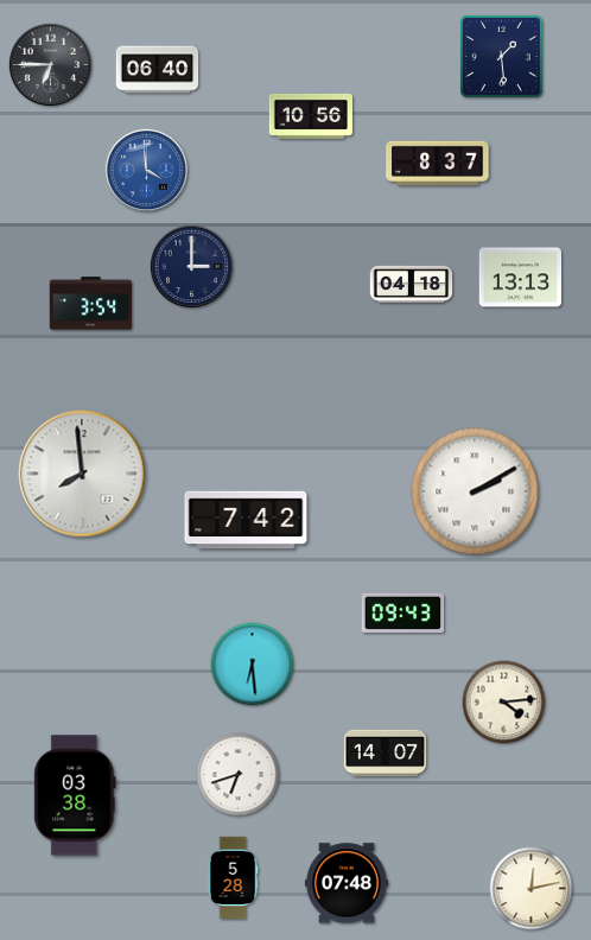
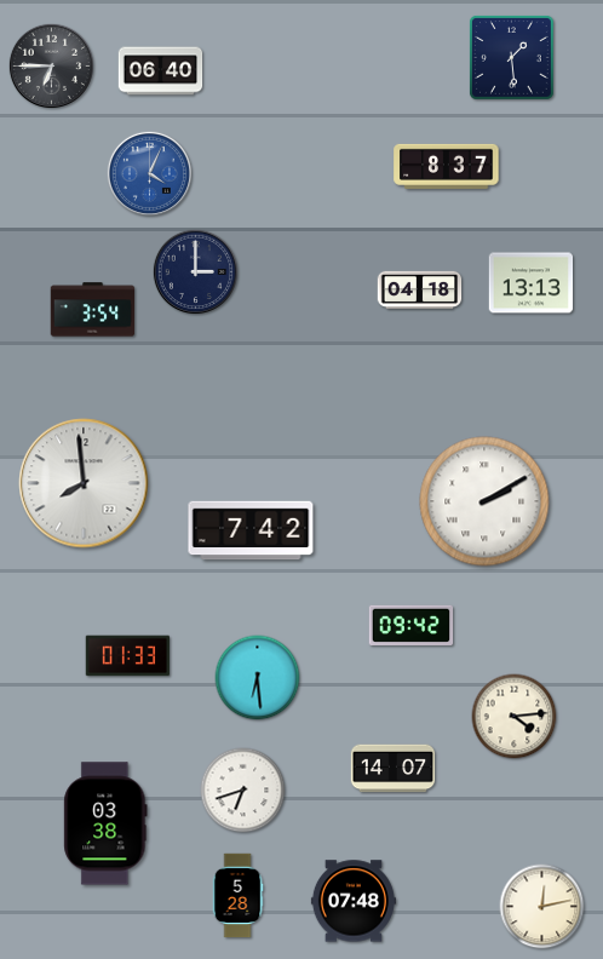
clock at (311, 116): 10:56 -> none
clock at (146, 170): 3:59 -> 4:04
clock at (403, 612): 09:43 -> 09:42
clock at (128, 656): none -> 01:33
clock at (75, 795) position: (75, 795) -> (105, 823)
